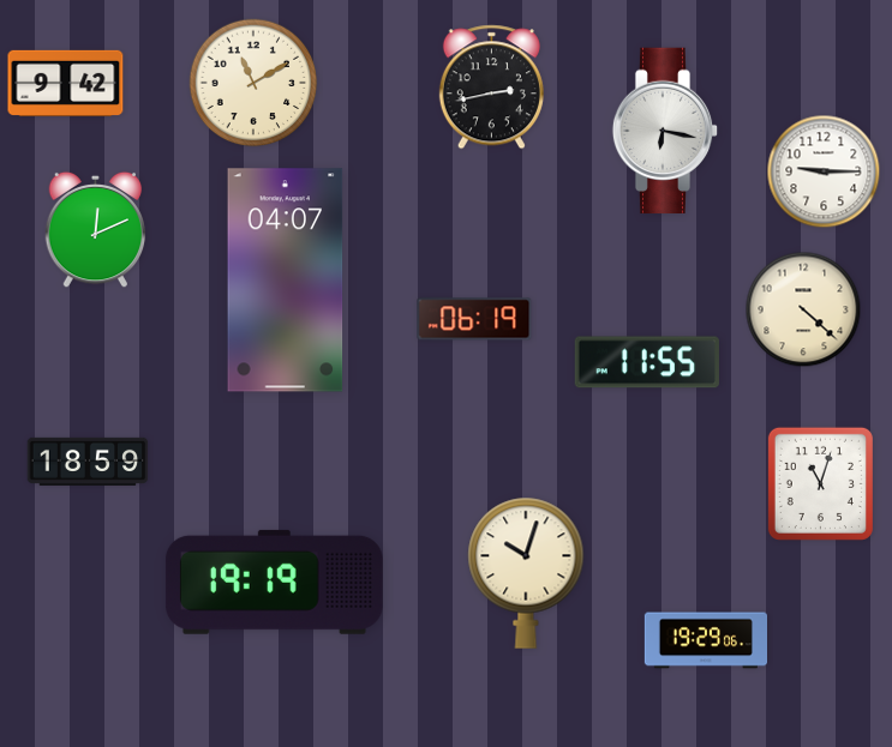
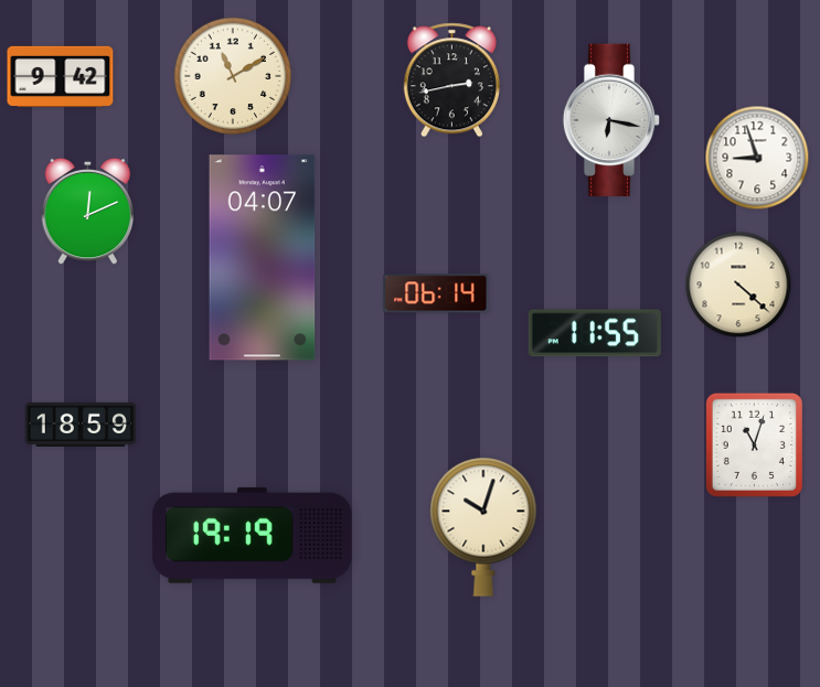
clock at (824, 171): 9:15 -> 8:57
clock at (474, 319): 06:19 -> 06:14
clock at (705, 640): 19:29 -> none
